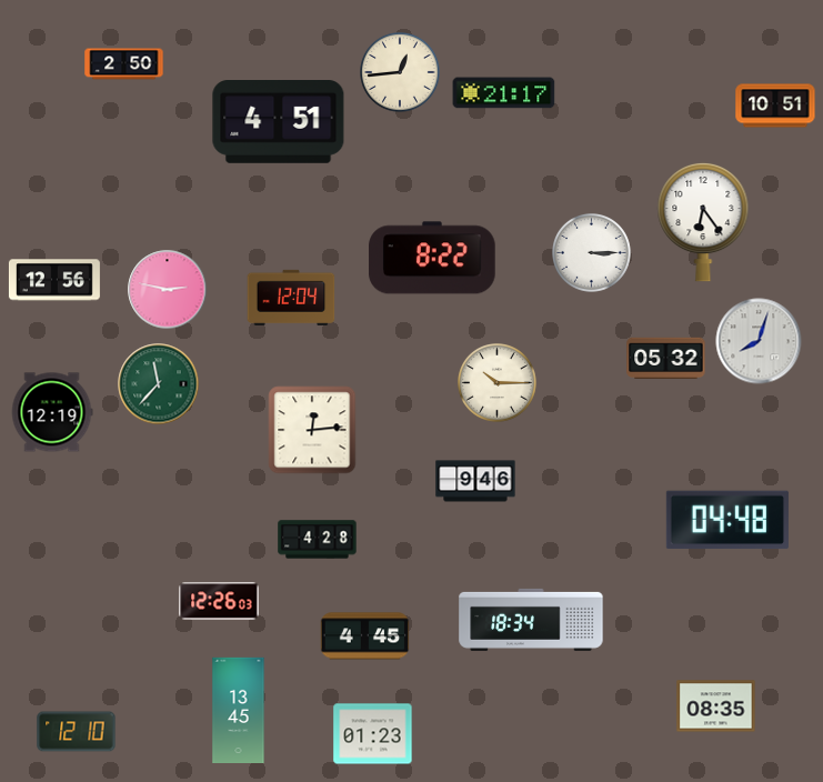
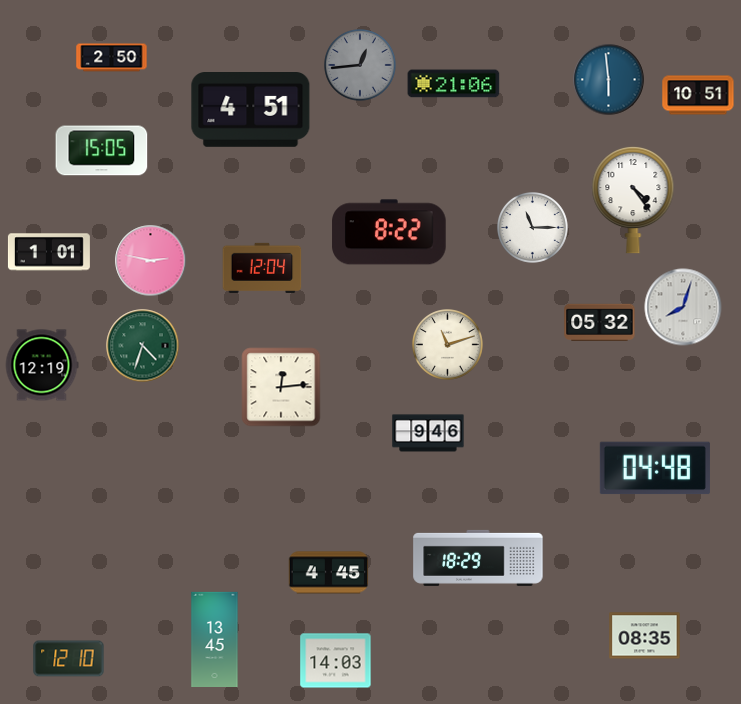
clock at (400, 72) dial: cream -> grey
clock at (609, 80): none -> 5:59
clock at (504, 93): 21:17 -> 21:06
clock at (102, 151): none -> 15:05
clock at (703, 222): 6:24 -> 4:24
clock at (592, 253): 3:15 -> 11:15
clock at (54, 280): 12:56 -> 1:01
clock at (498, 383): 10:15 -> 11:12
clock at (159, 384): 11:37 -> 4:33
clock at (52, 412) position: (52, 412) -> (42, 365)
clock at (318, 540): 4:28 -> none
clock at (219, 601): 12:26 -> none
clock at (531, 620): 18:34 -> 18:29
clock at (373, 734): 01:23 -> 14:03
